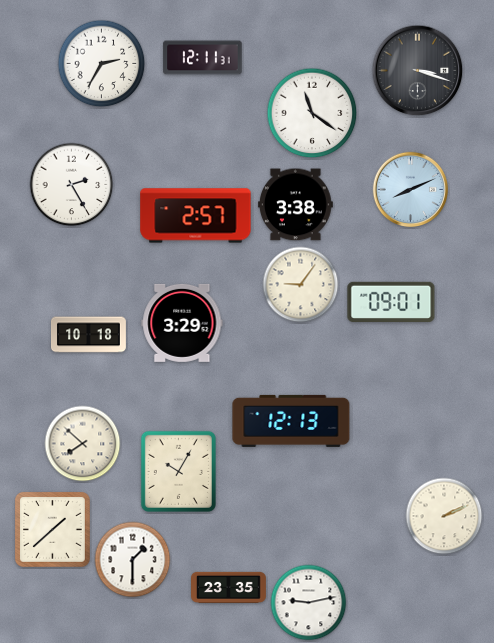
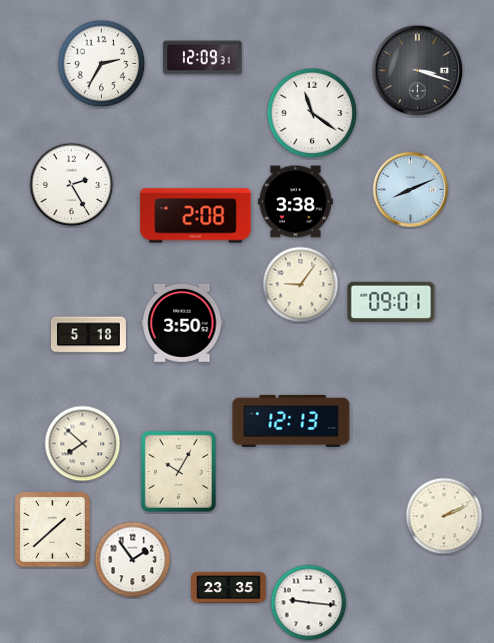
clock at (203, 58): 12:11 -> 12:09
clock at (295, 205) position: (295, 205) -> (295, 202)
clock at (196, 216): 2:57 -> 2:08
clock at (182, 323): 3:29 -> 3:50
clock at (89, 335): 10:18 -> 5:18
clock at (133, 560): 1:30 -> 1:54
clock at (309, 603): 9:13 -> 9:16
